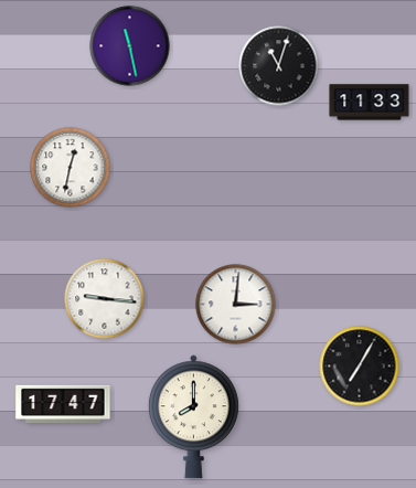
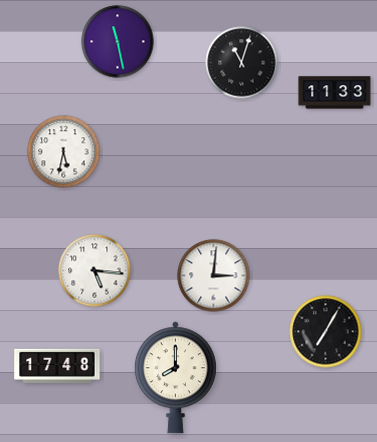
clock at (279, 66) position: (279, 66) -> (242, 63)
clock at (71, 168): 12:32 -> 5:32
clock at (105, 299): 9:16 -> 5:16
clock at (63, 403): 17:47 -> 17:48
